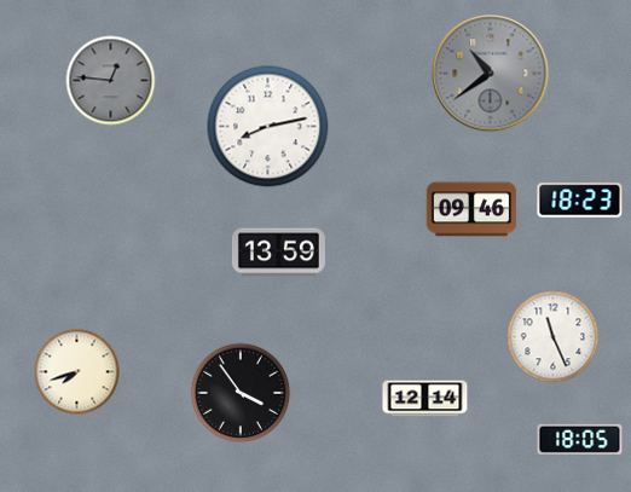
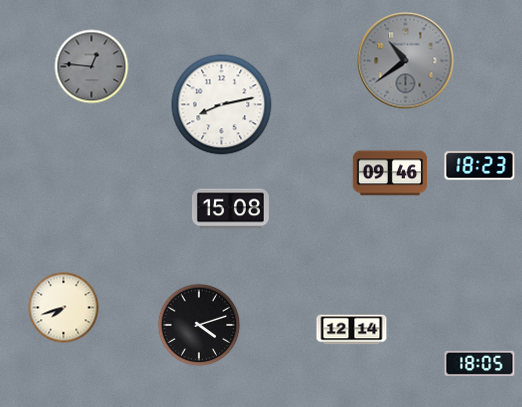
clock at (278, 253): 13:59 -> 15:08
clock at (554, 337): 11:26 -> none
clock at (241, 393): 3:54 -> 4:12
